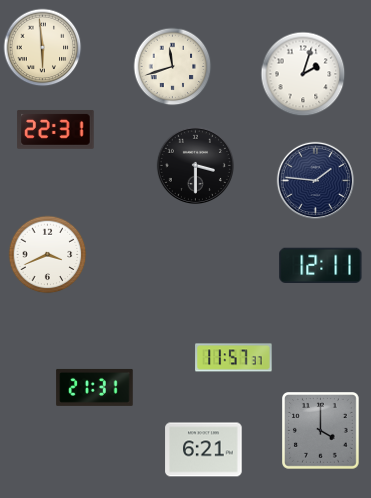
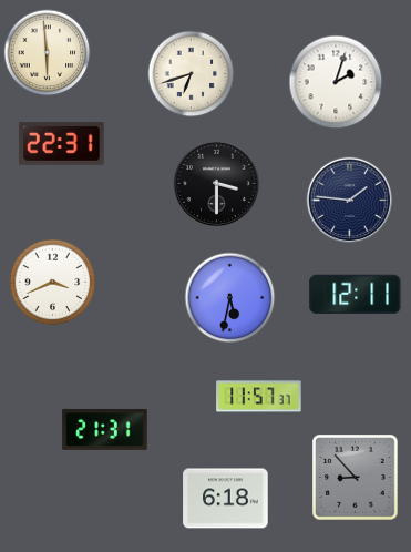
clock at (172, 66): 11:42 -> 6:42
clock at (229, 297): none -> 5:32
clock at (321, 431): 4:00 -> 8:53
clock at (204, 450): 6:21 -> 6:18
